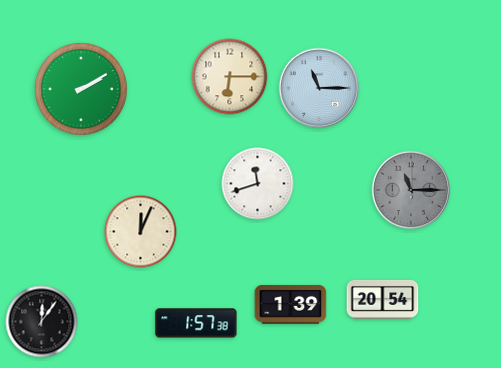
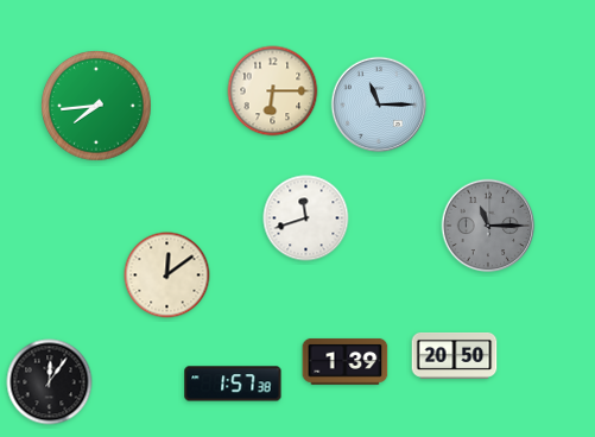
clock at (82, 90): 2:10 -> 7:44
clock at (141, 232): 12:04 -> 12:09
clock at (383, 299): 20:54 -> 20:50
